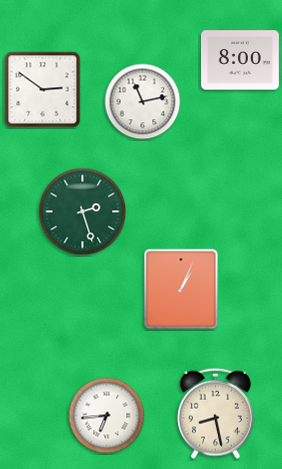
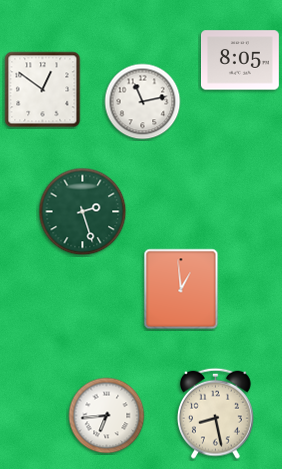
clock at (240, 60): 8:00 -> 8:05
clock at (43, 90): 2:51 -> 12:51
clock at (181, 289): 1:04 -> 12:59
